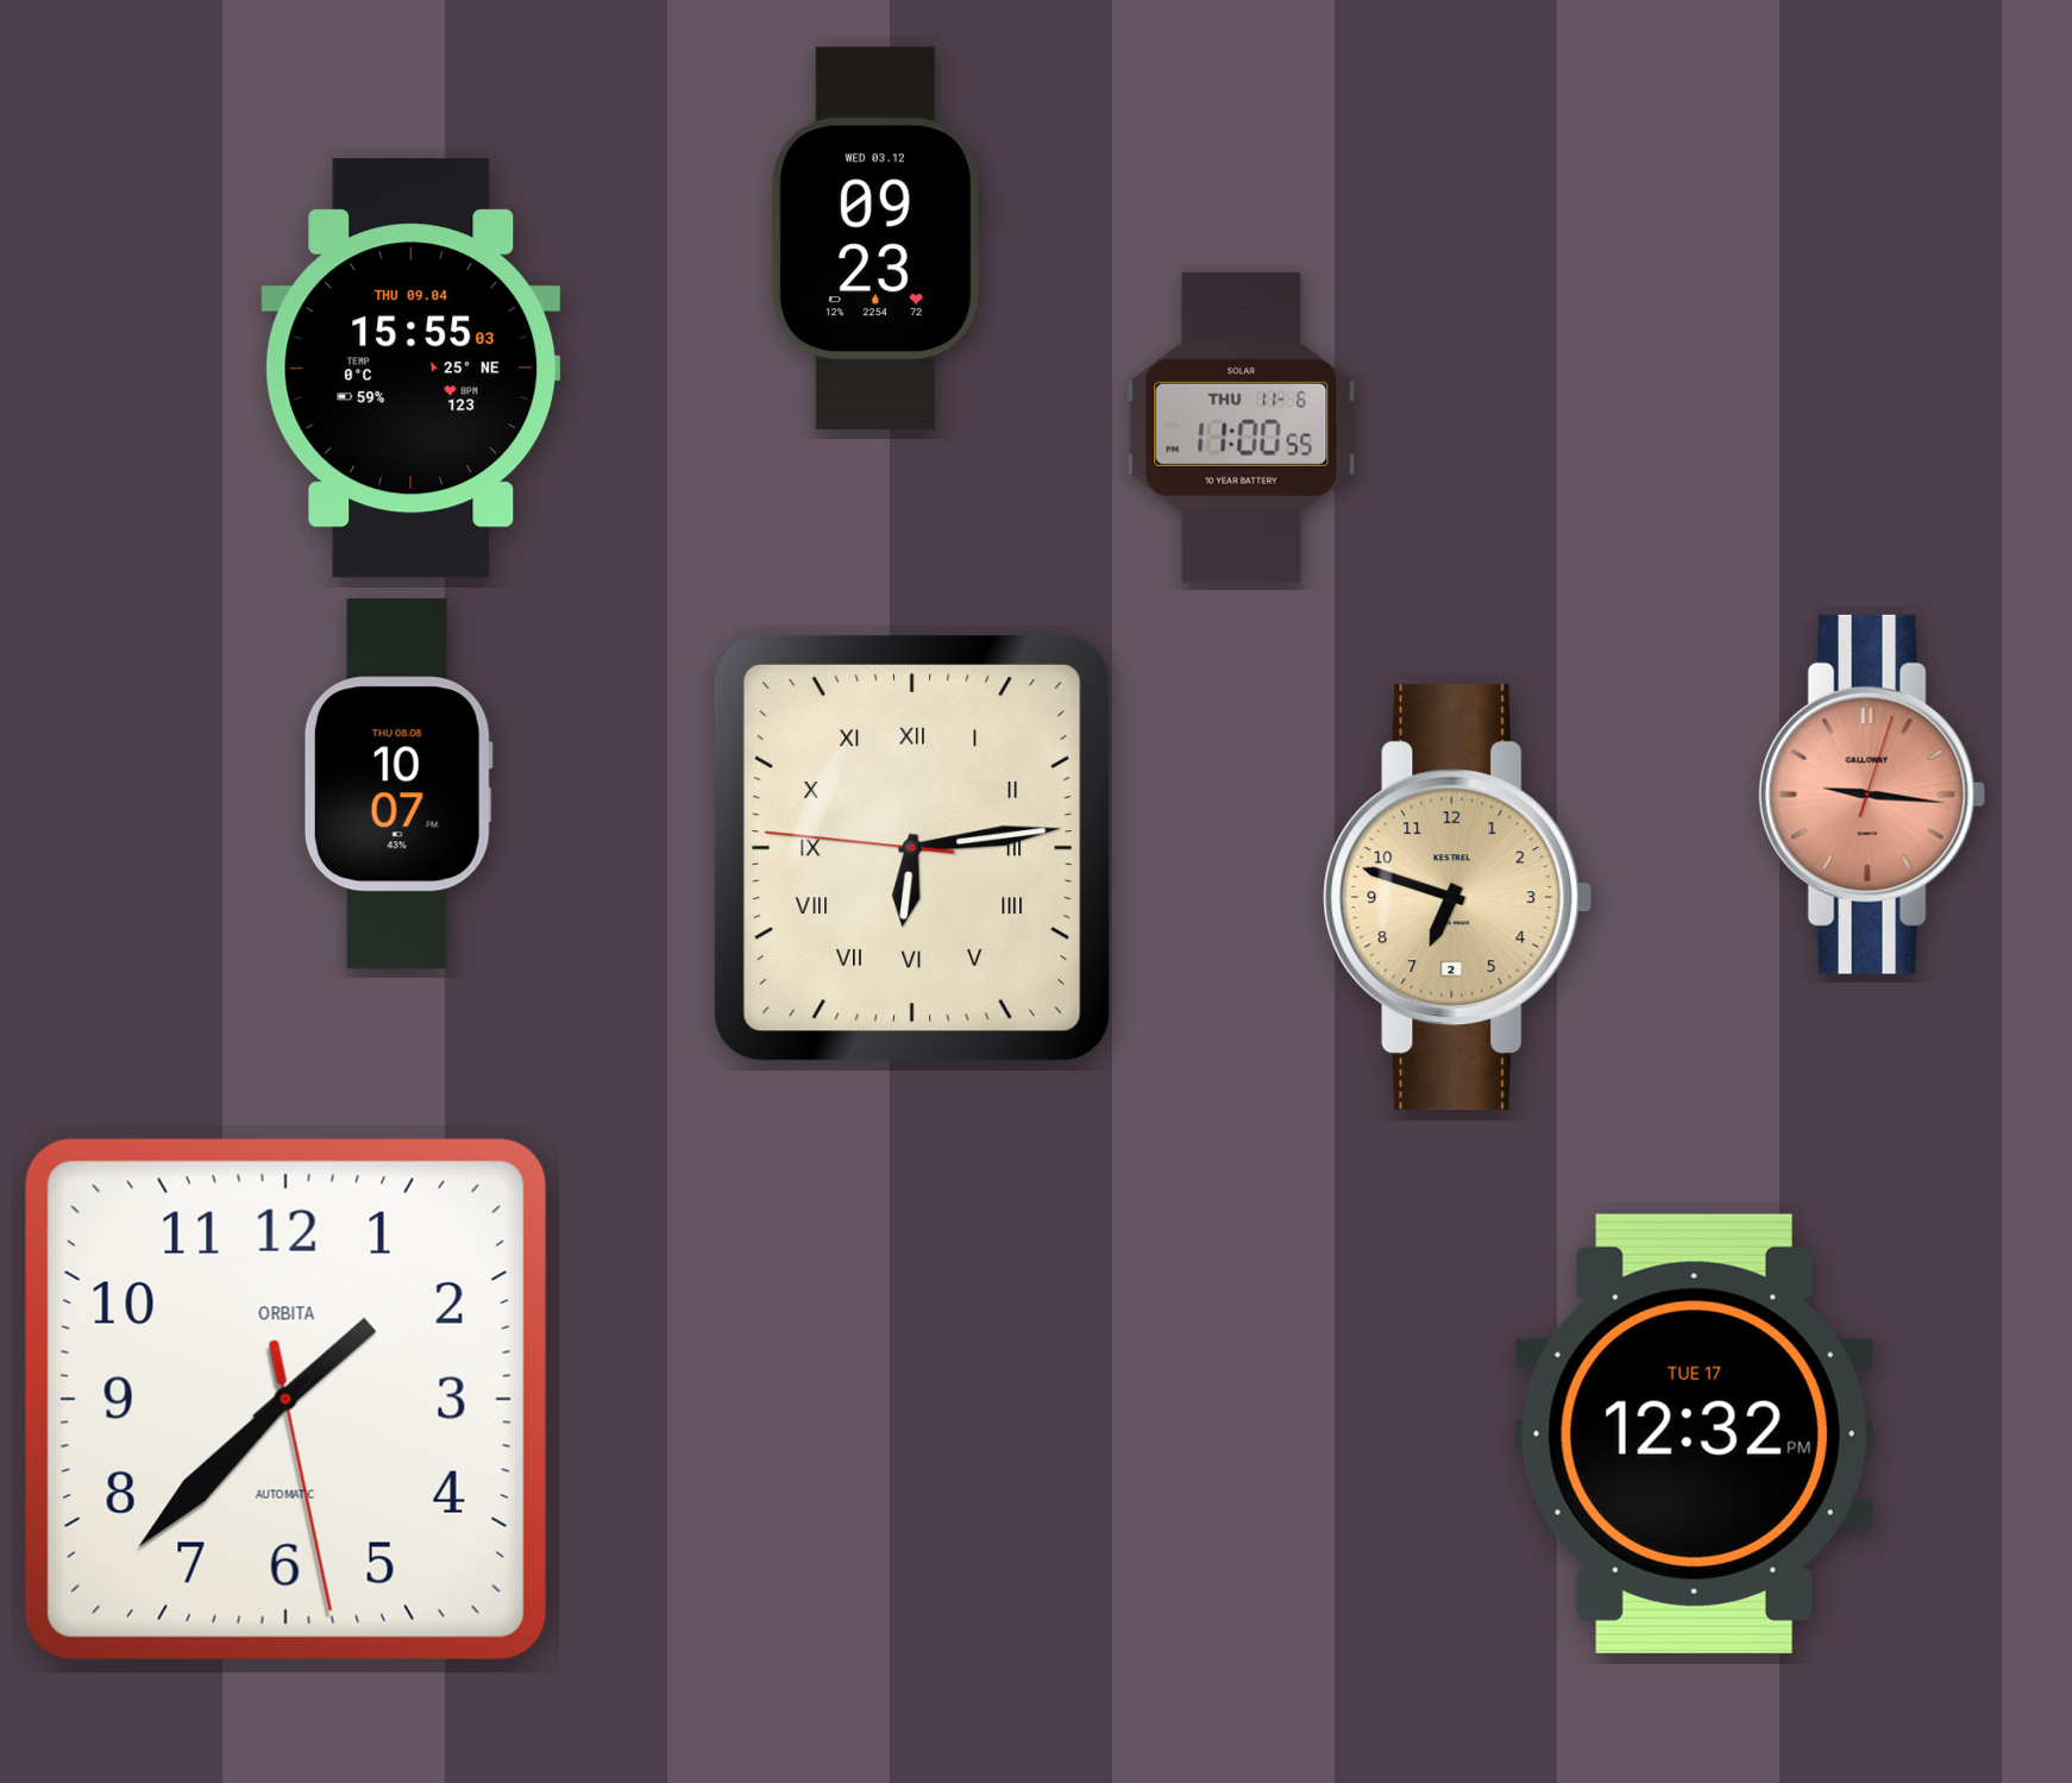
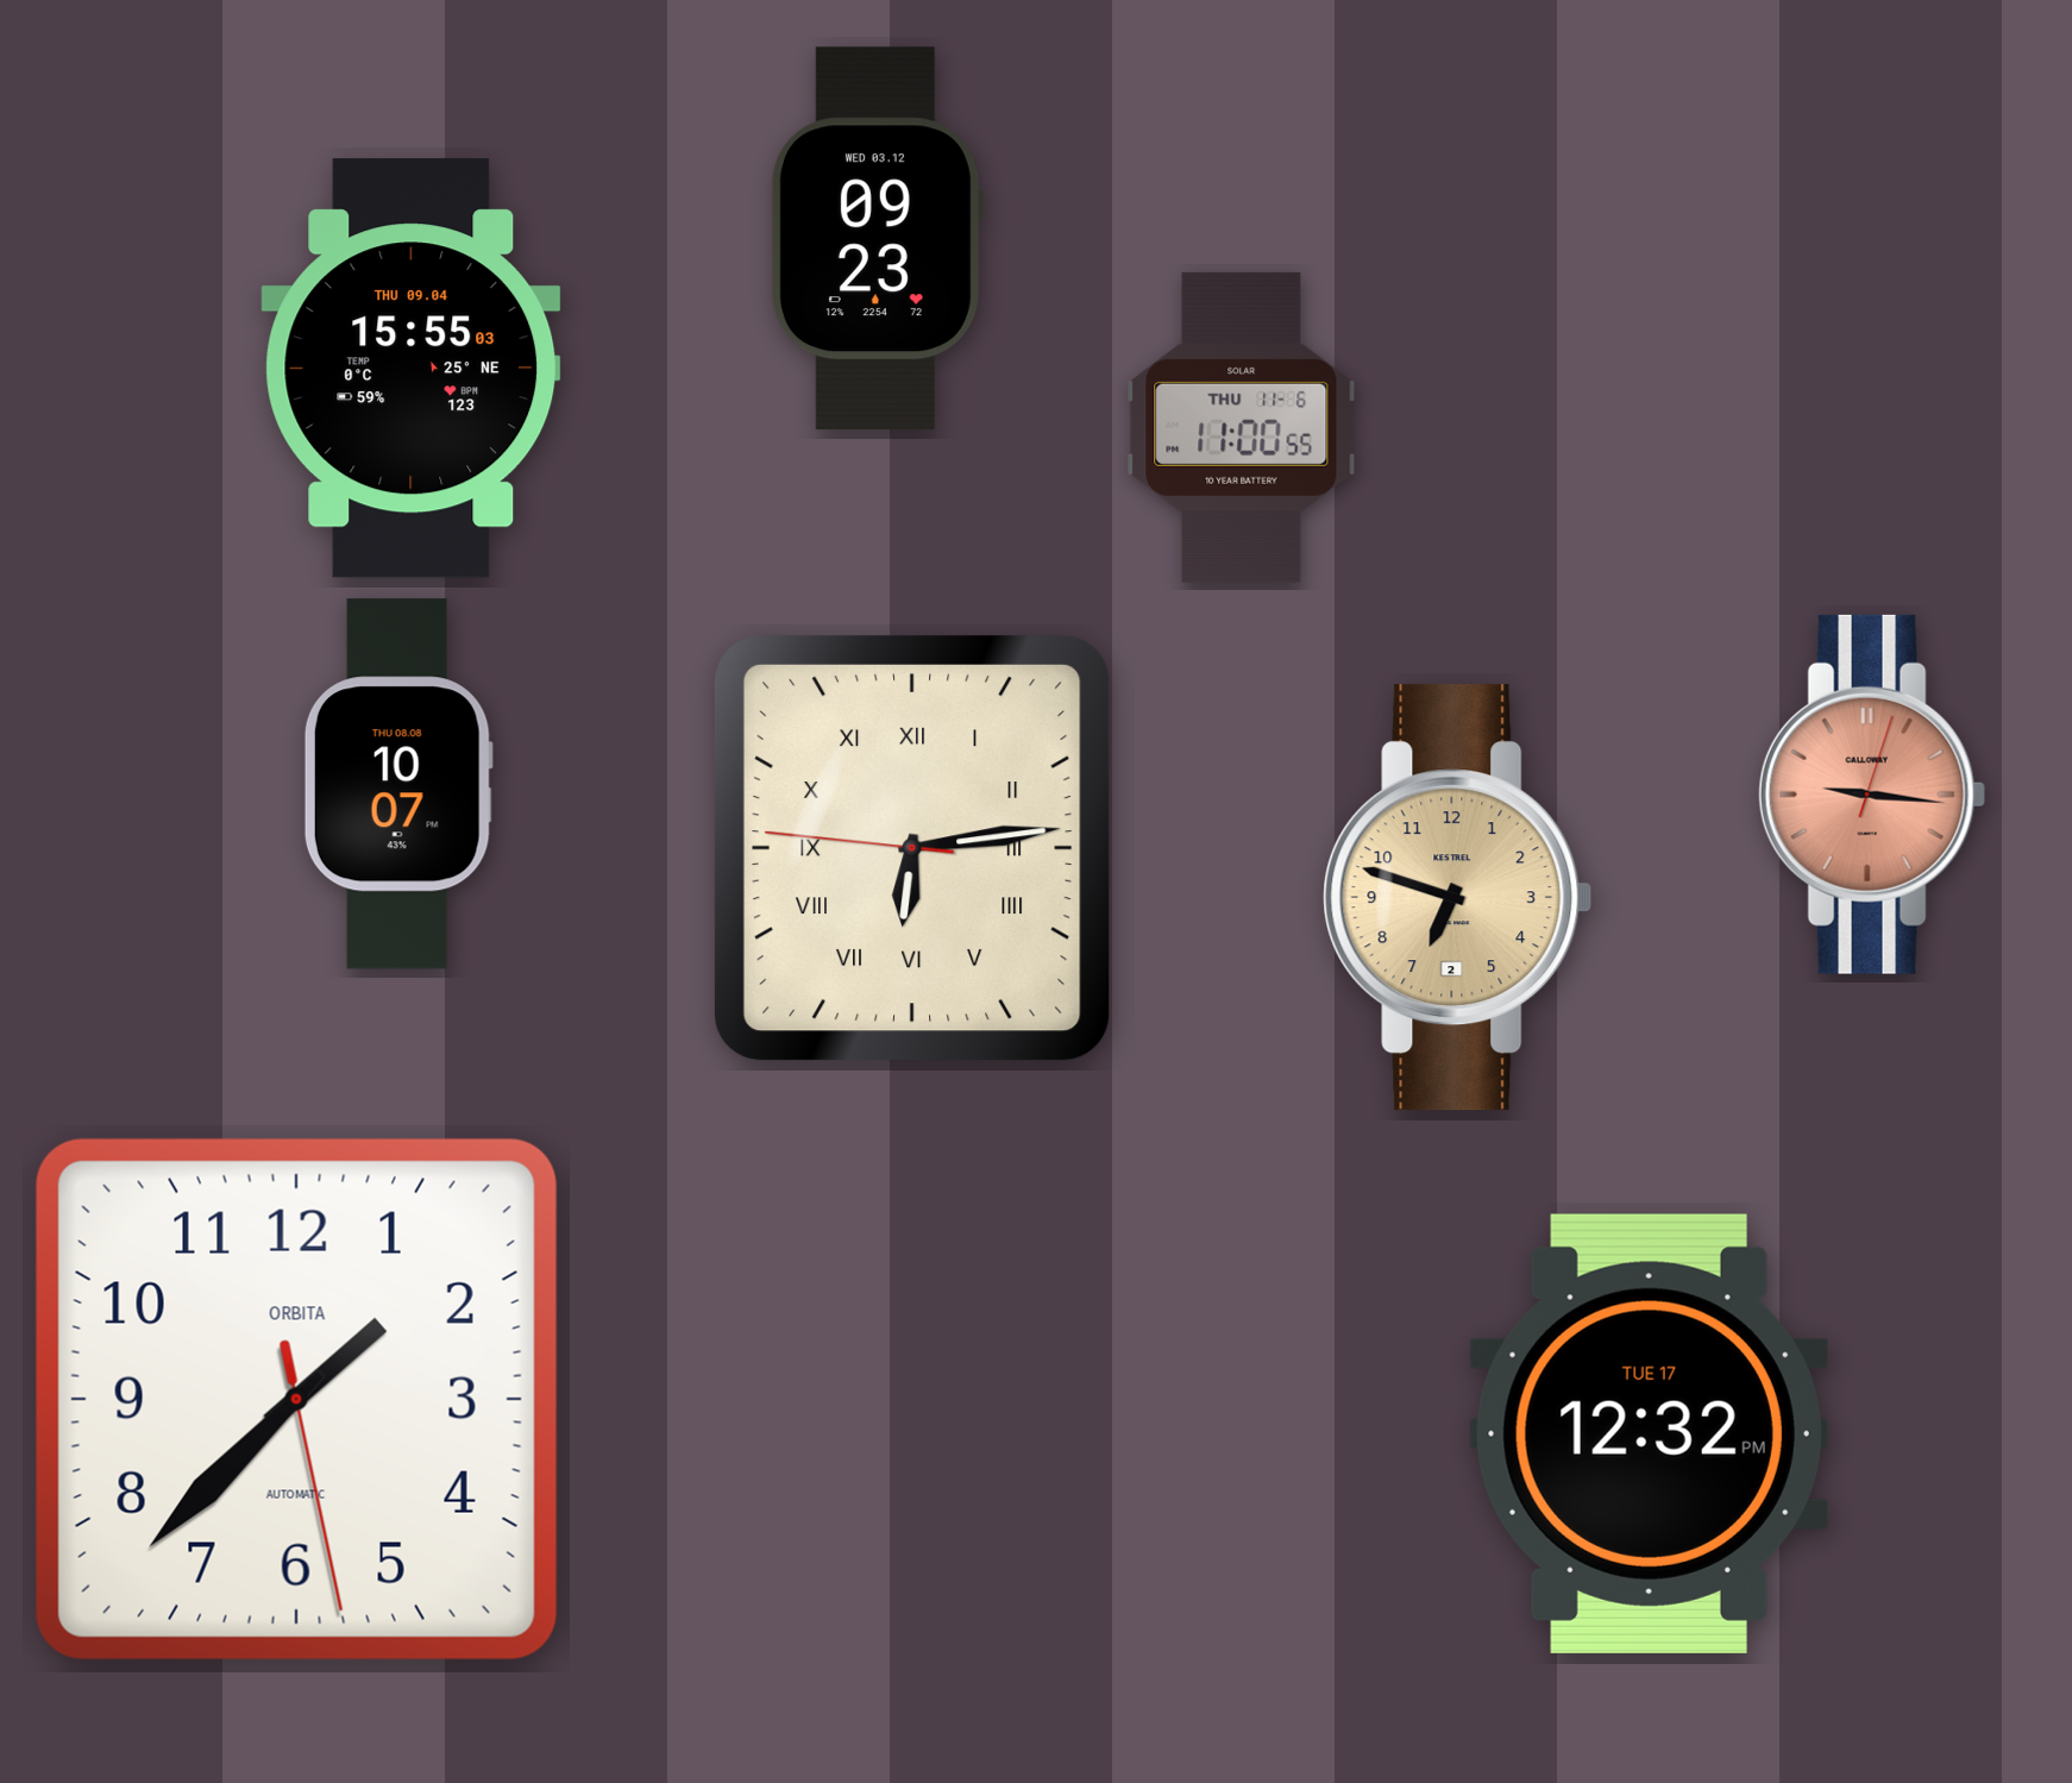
clock at (285, 1399) position: (285, 1399) -> (296, 1399)
clock at (1694, 1433) position: (1694, 1433) -> (1649, 1433)
